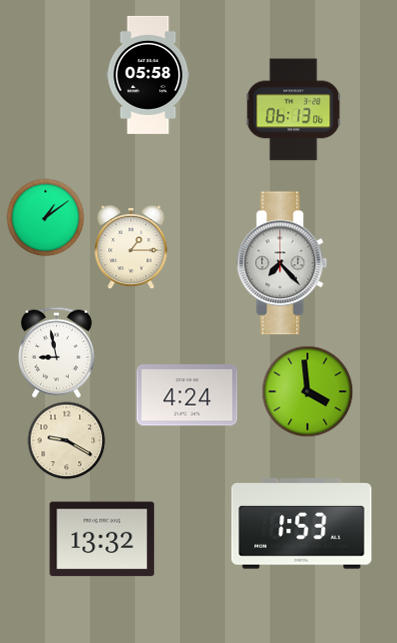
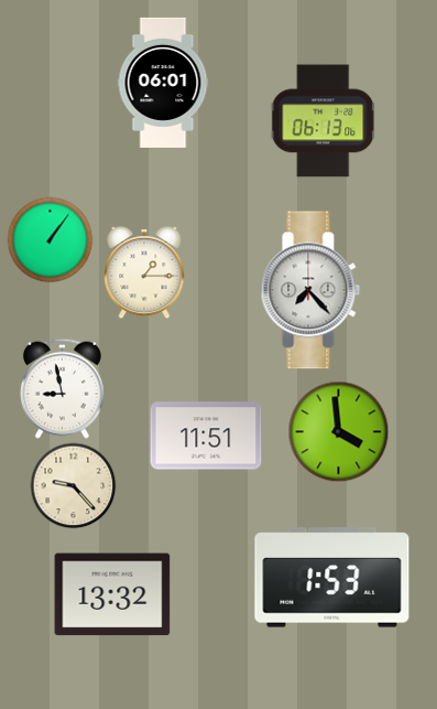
clock at (148, 75): 05:58 -> 06:01
clock at (45, 217): 1:09 -> 1:06
clock at (187, 395): 4:24 -> 11:51
clock at (66, 440): 9:20 -> 9:23
